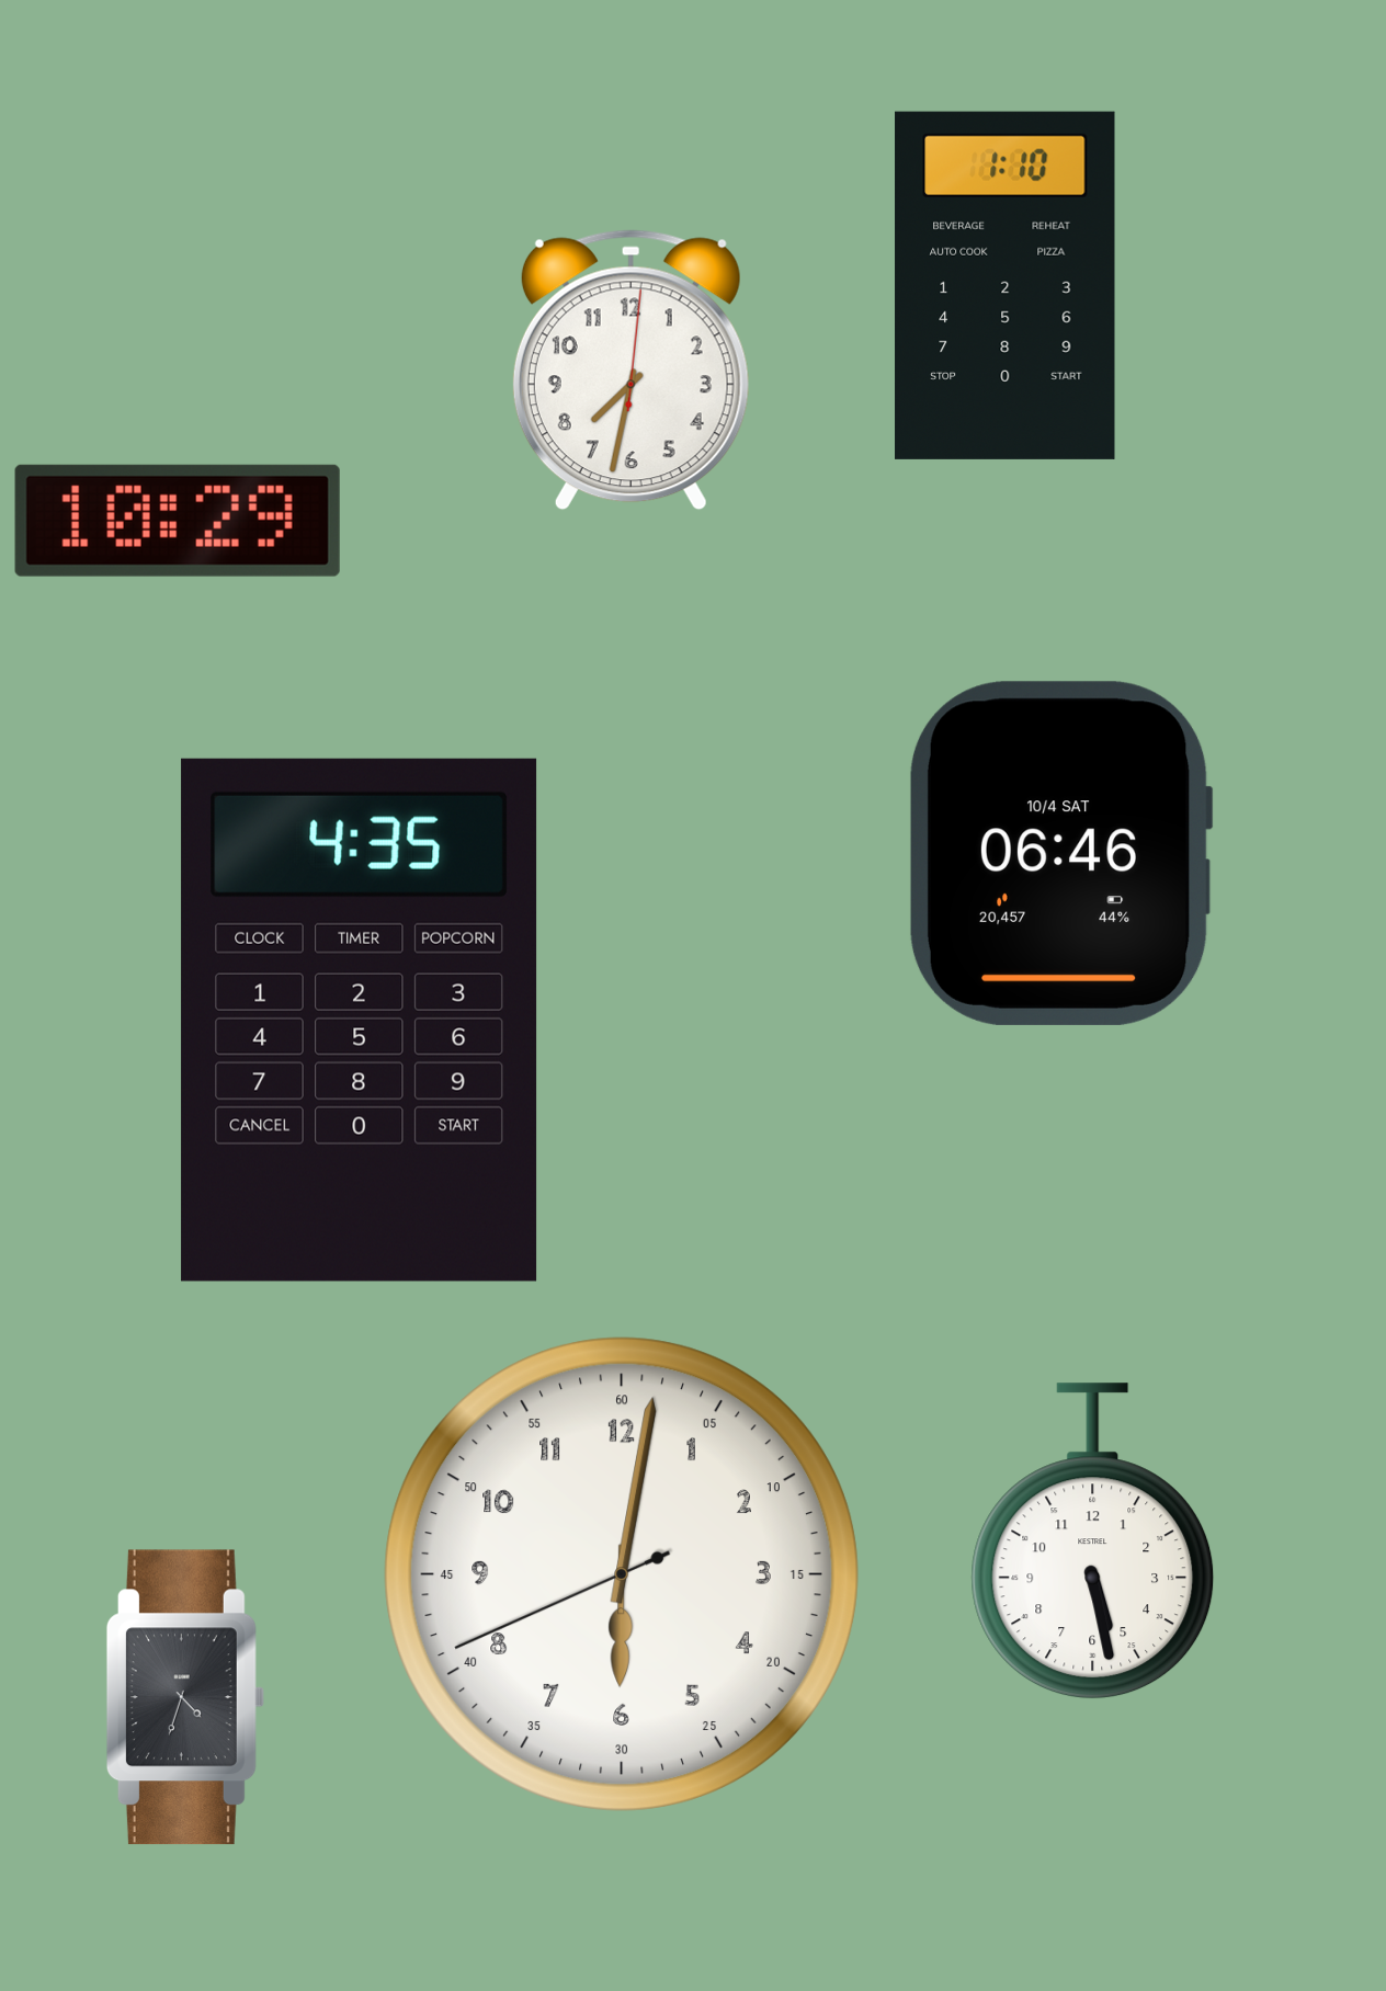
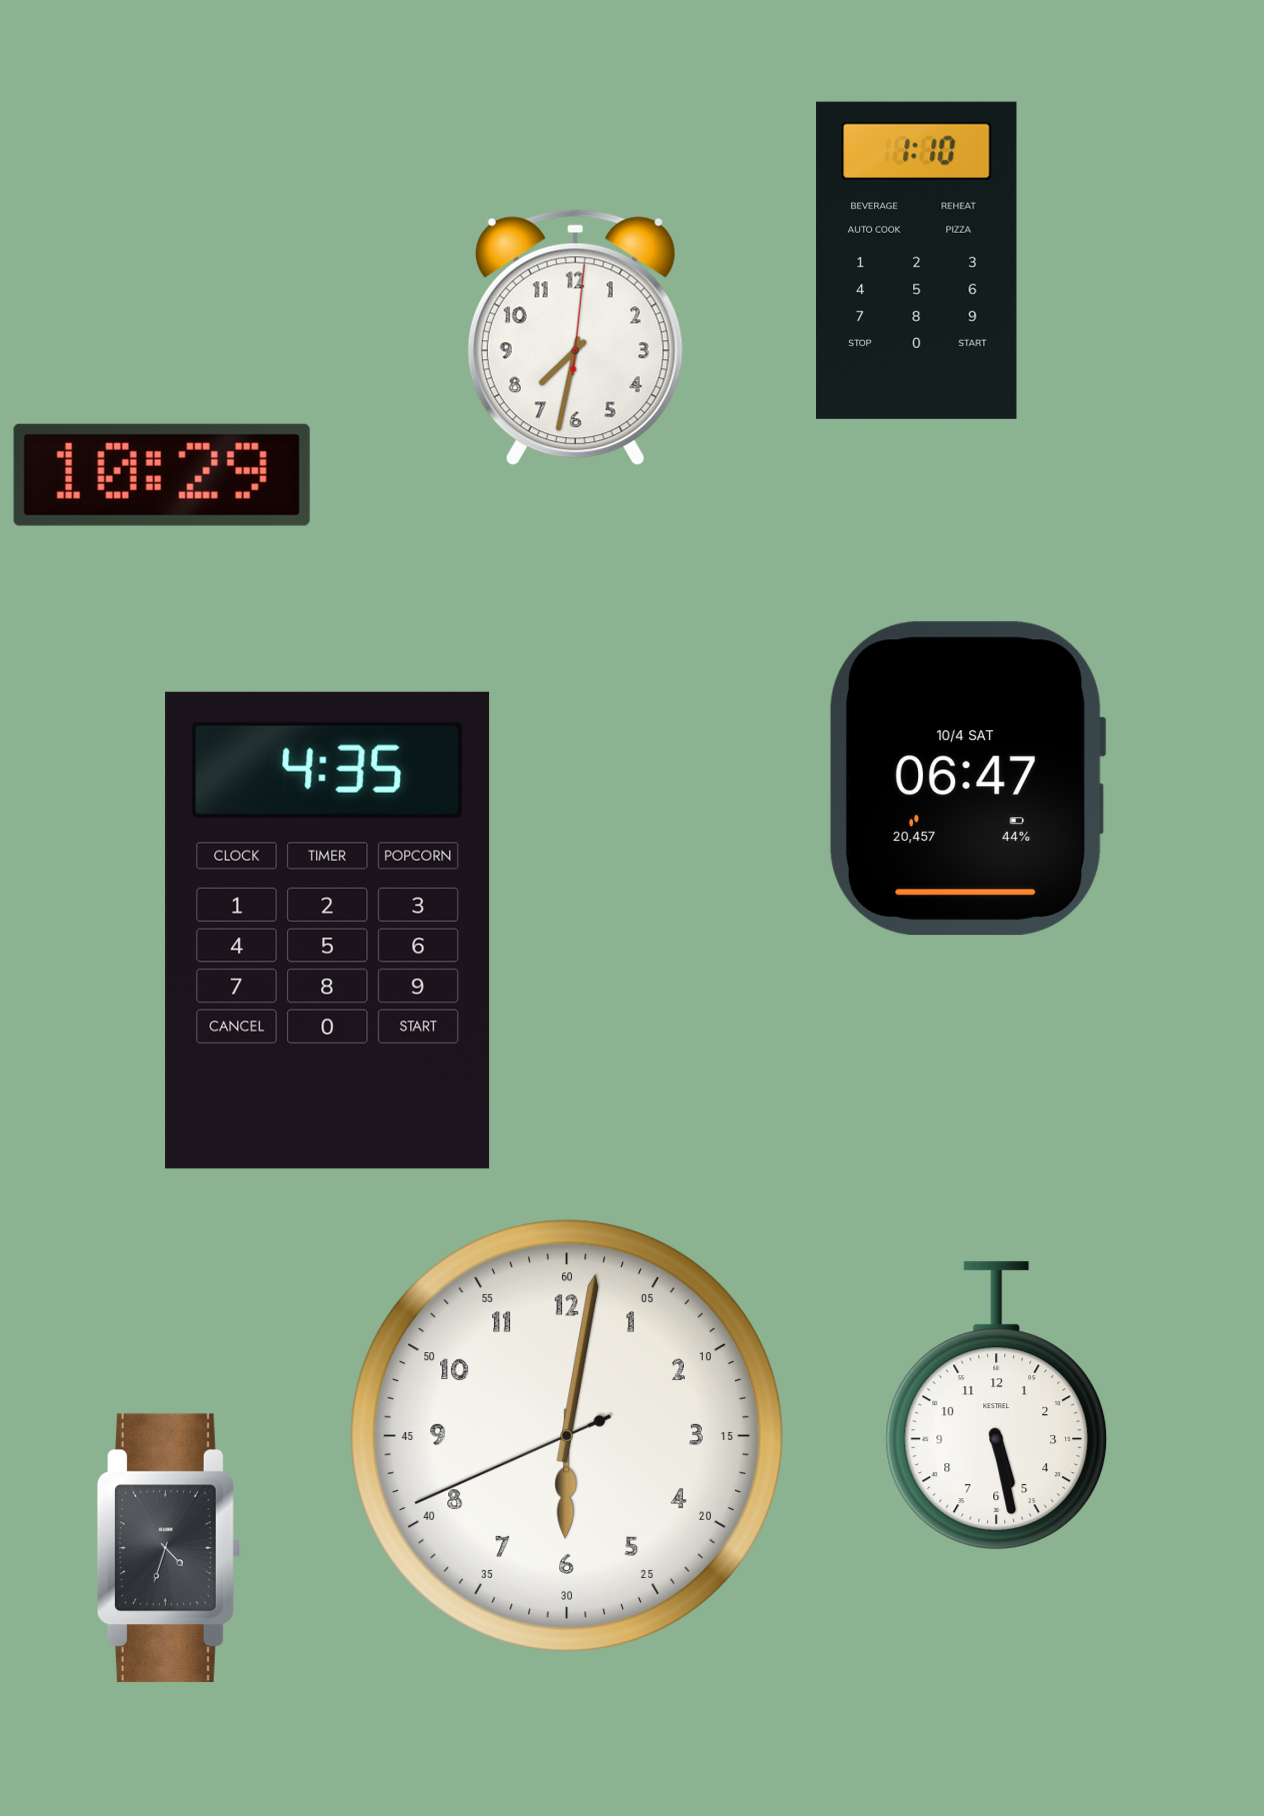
clock at (1060, 853): 06:46 -> 06:47
